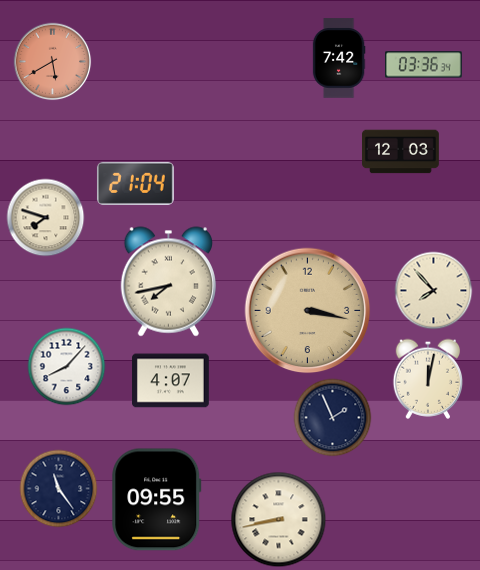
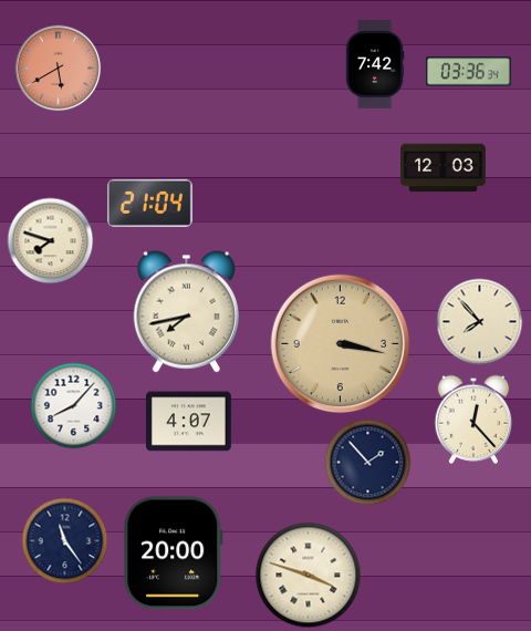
clock at (428, 379): 12:02 -> 12:23
clock at (332, 417): 1:56 -> 1:53
clock at (157, 500): 09:55 -> 20:00
clock at (278, 519): 8:43 -> 3:48
